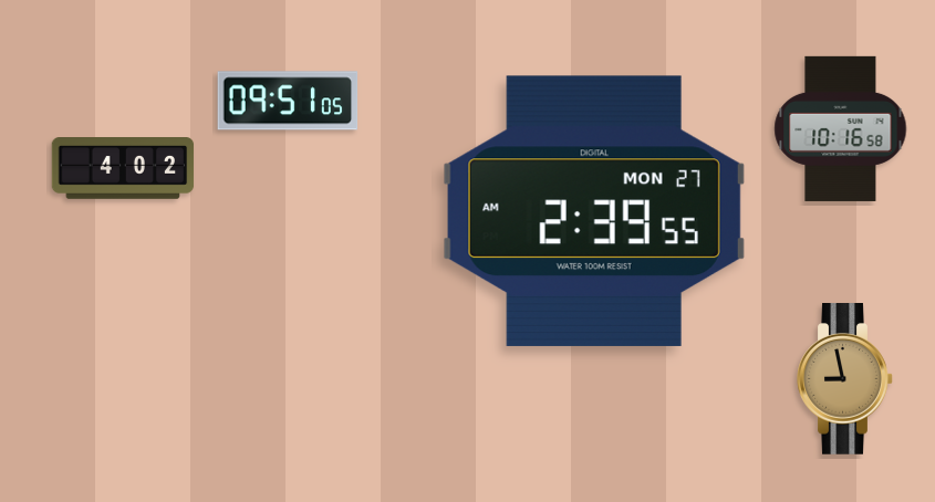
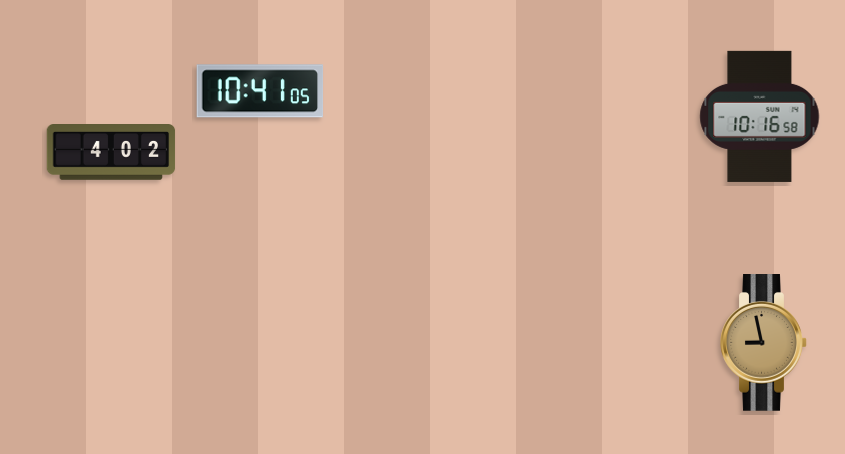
clock at (288, 101): 09:51 -> 10:41
clock at (594, 211): 2:39 -> none
